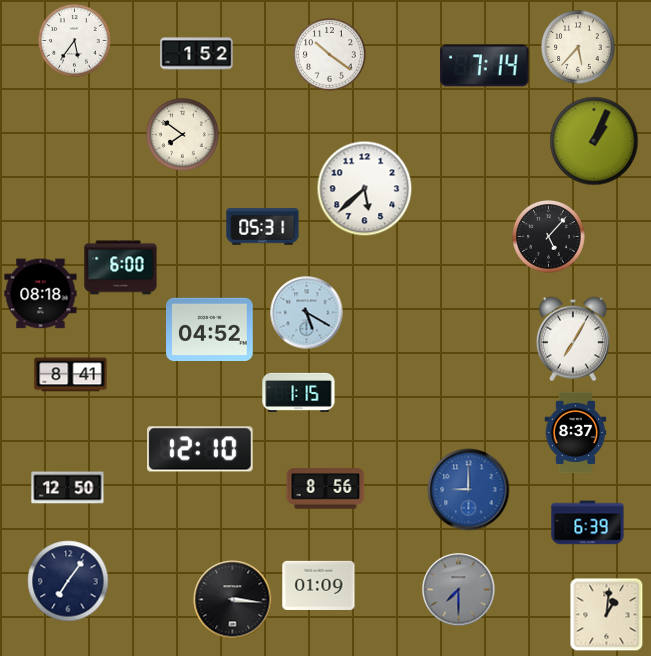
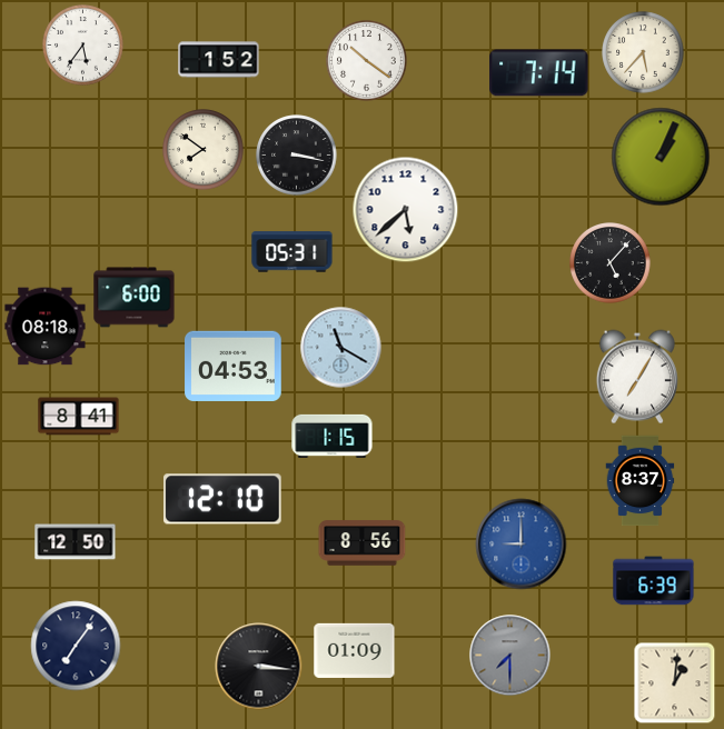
clock at (297, 156): none -> 3:17
clock at (307, 313): 5:20 -> 11:20
clock at (210, 330): 04:52 -> 04:53
